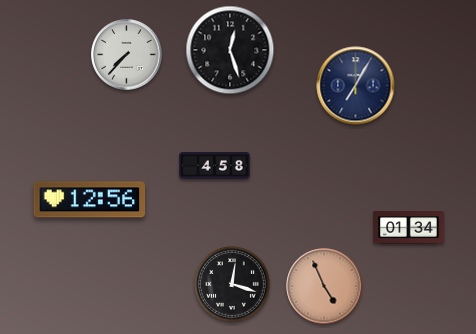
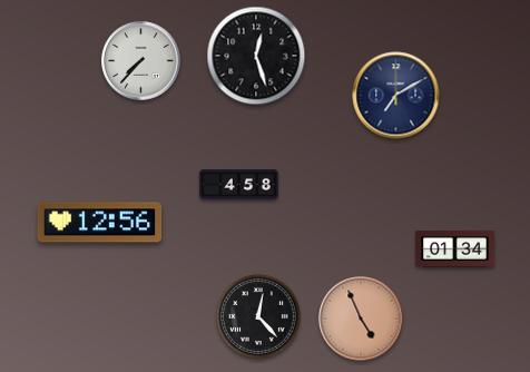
clock at (356, 86): 7:05 -> 7:10
clock at (409, 228) position: (409, 228) -> (455, 249)
clock at (232, 284): 12:18 -> 12:23
